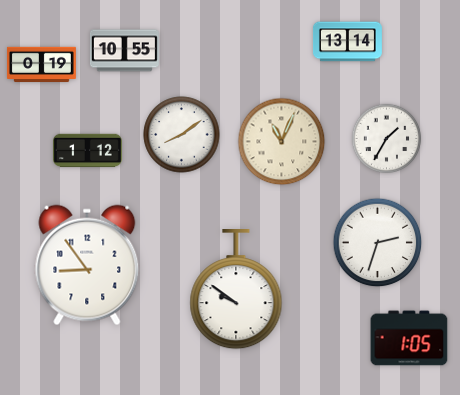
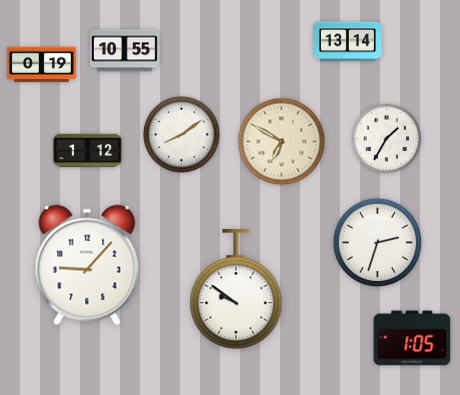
clock at (282, 142): 11:04 -> 6:50
clock at (87, 265): 8:54 -> 9:07
clock at (409, 338) position: (409, 338) -> (412, 338)
